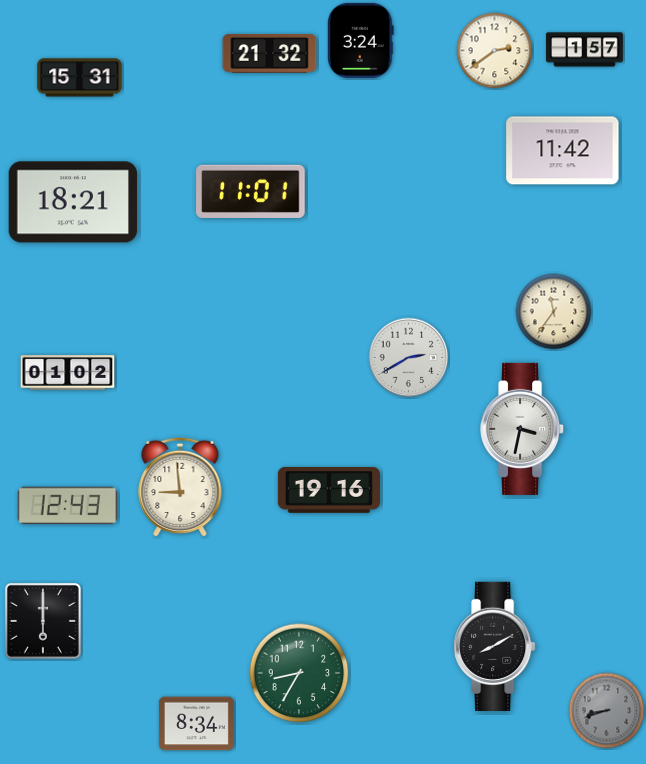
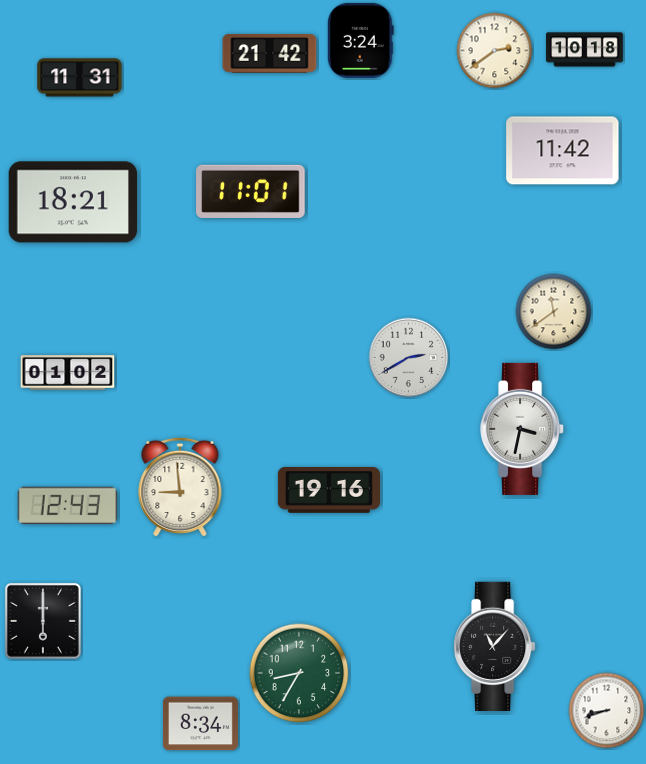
clock at (585, 50): 1:57 -> 10:18
clock at (270, 54): 21:32 -> 21:42
clock at (80, 78): 15:31 -> 11:31
clock at (554, 312): 11:36 -> 11:39
clock at (495, 646): 8:10 -> 11:07
clock at (607, 711) dial: grey -> white
clock at (196, 724) position: (196, 724) -> (200, 724)
